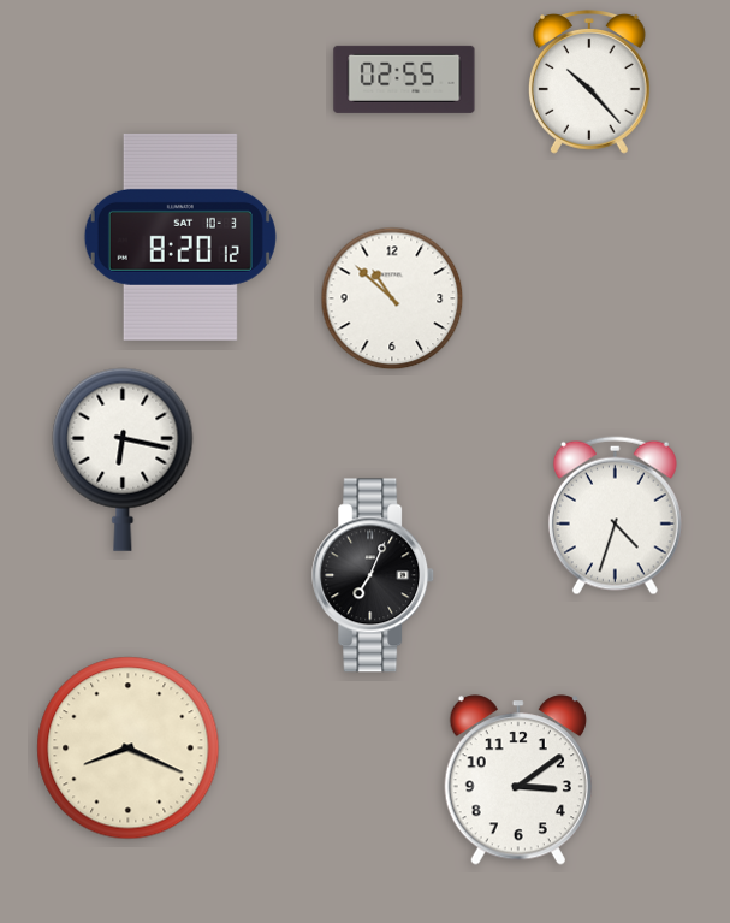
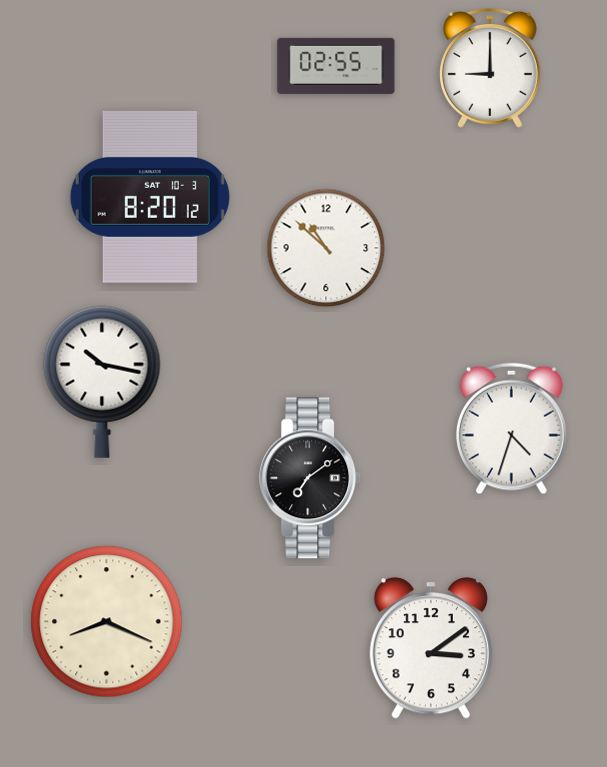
clock at (589, 82): 10:23 -> 9:00
clock at (123, 460): 6:17 -> 10:17
clock at (374, 575): 7:04 -> 7:09
